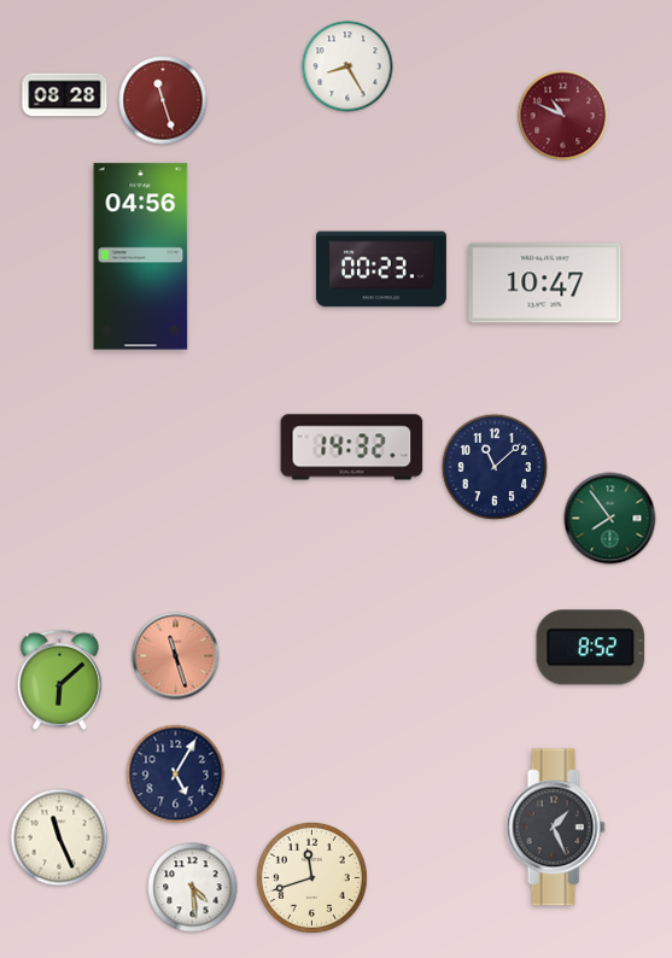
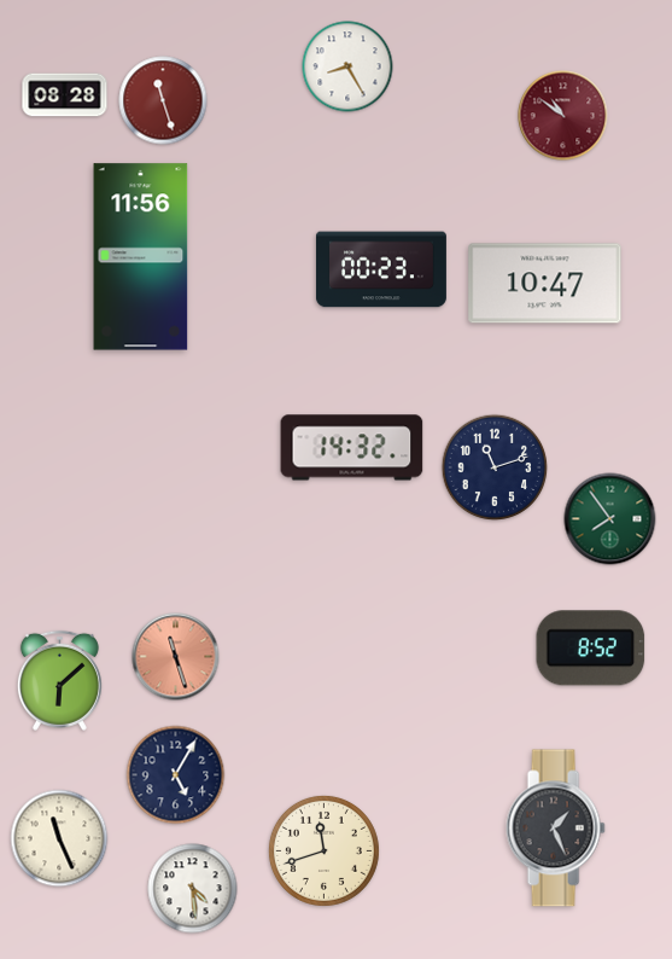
clock at (563, 116): 10:49 -> 10:51
clock at (141, 257): 04:56 -> 11:56
clock at (495, 467): 11:08 -> 11:12
clock at (311, 877) position: (311, 877) -> (323, 850)
